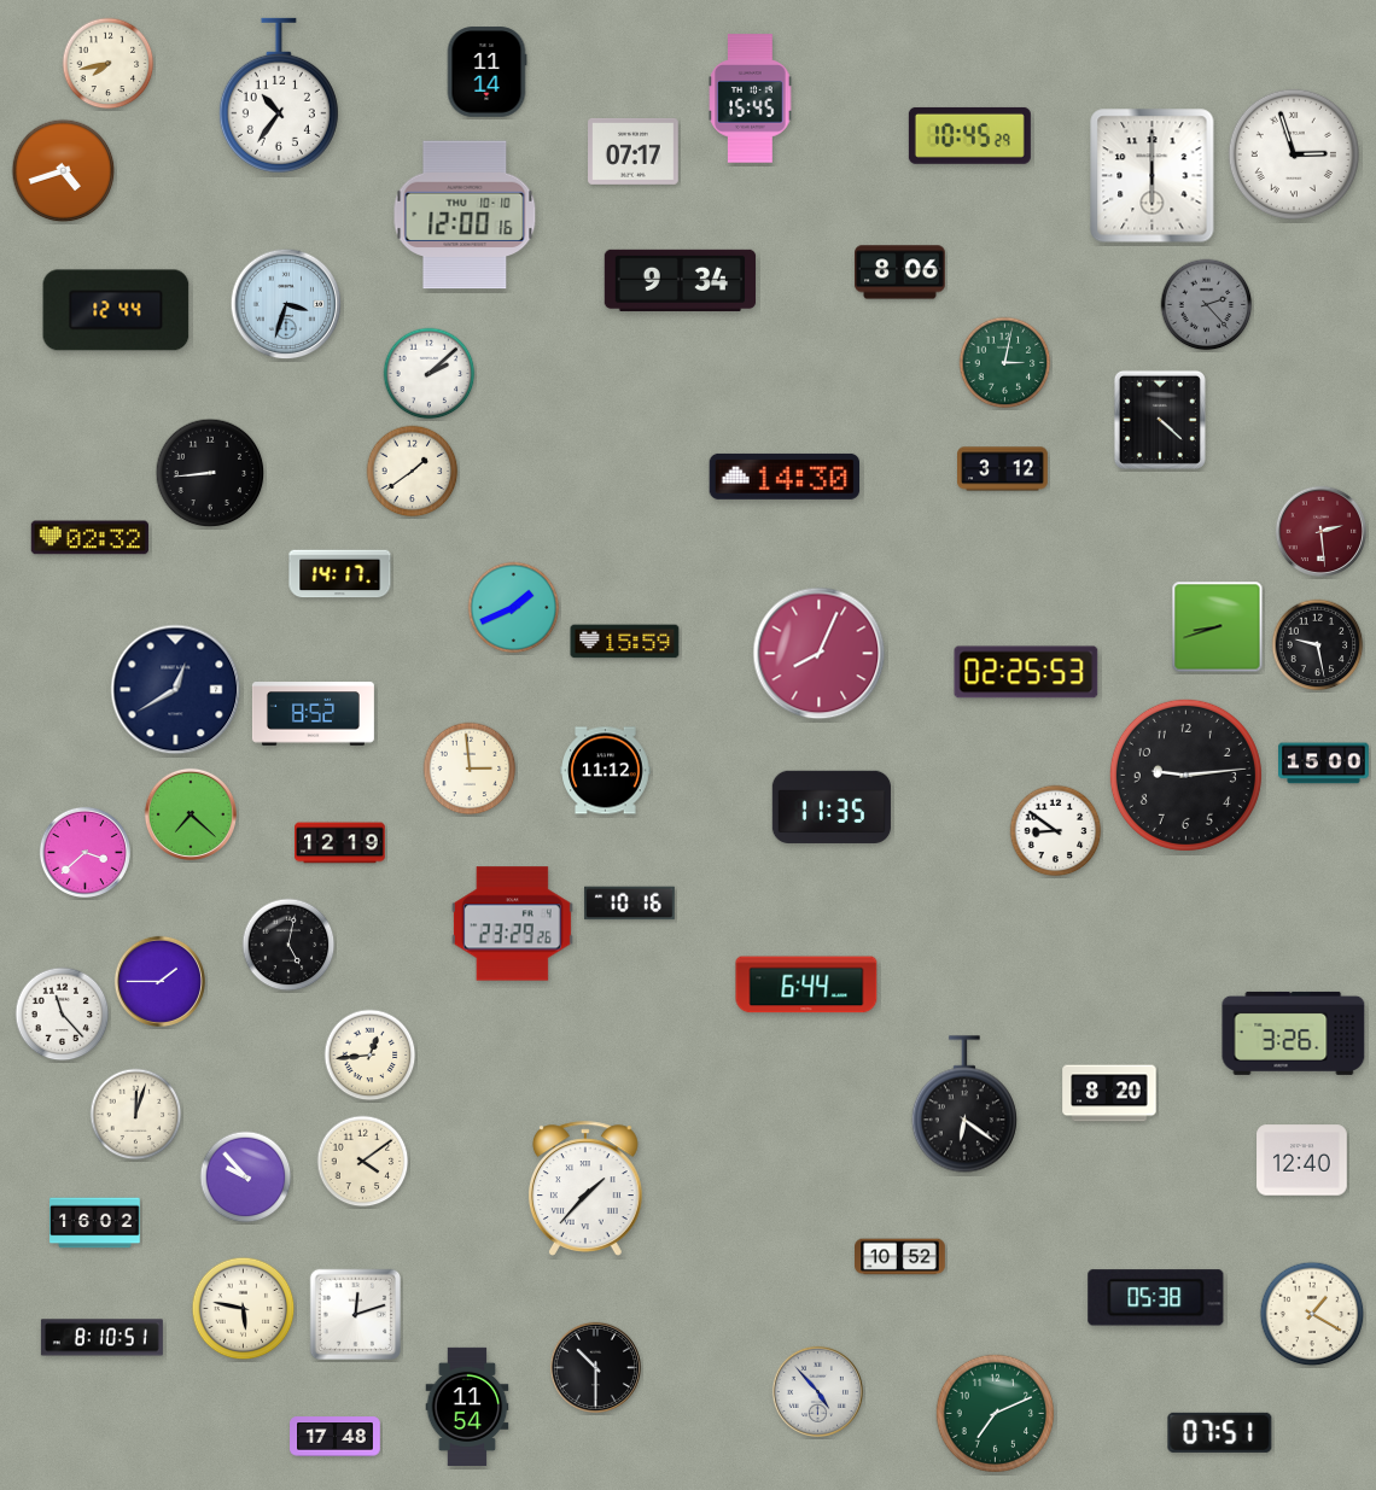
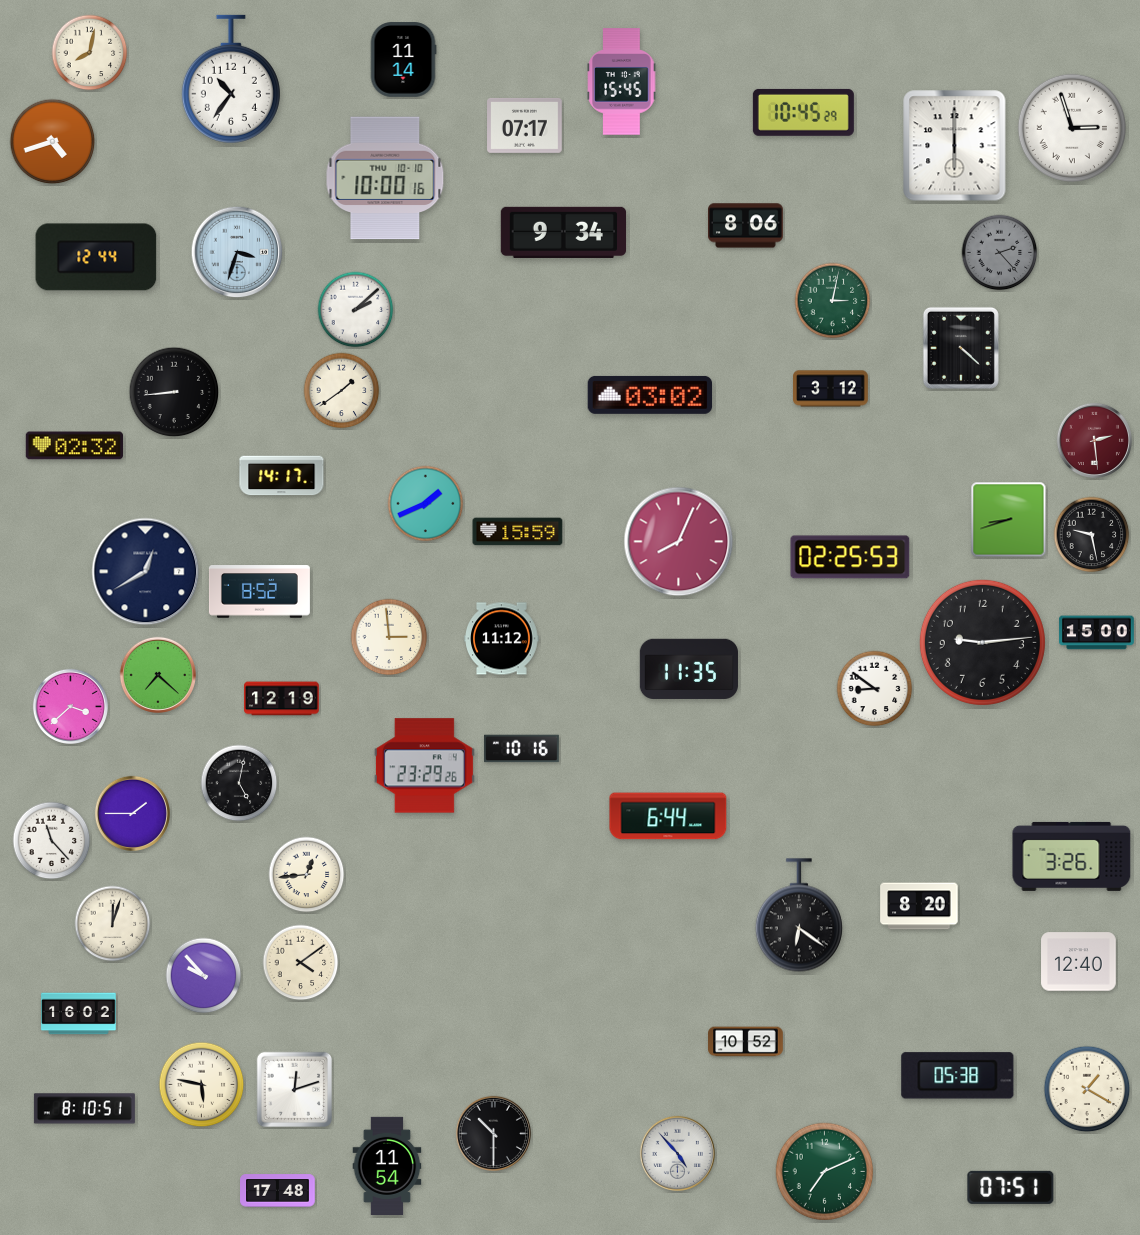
clock at (109, 64): 7:43 -> 8:02
clock at (465, 215): 12:00 -> 10:00
clock at (785, 477): 14:30 -> 03:02
clock at (585, 1188): 1:37 -> none
